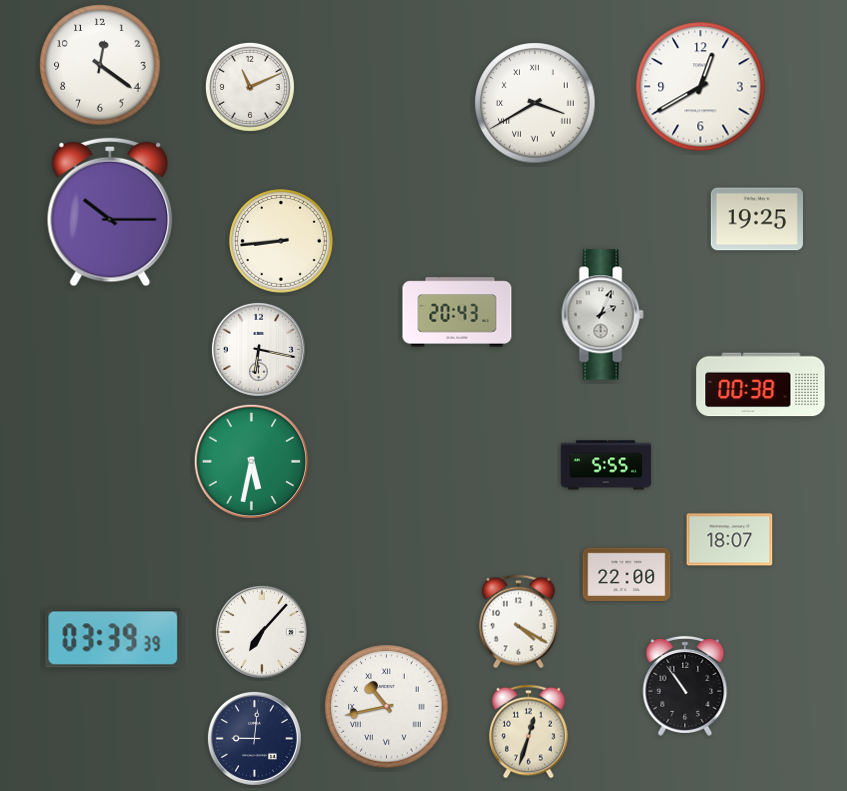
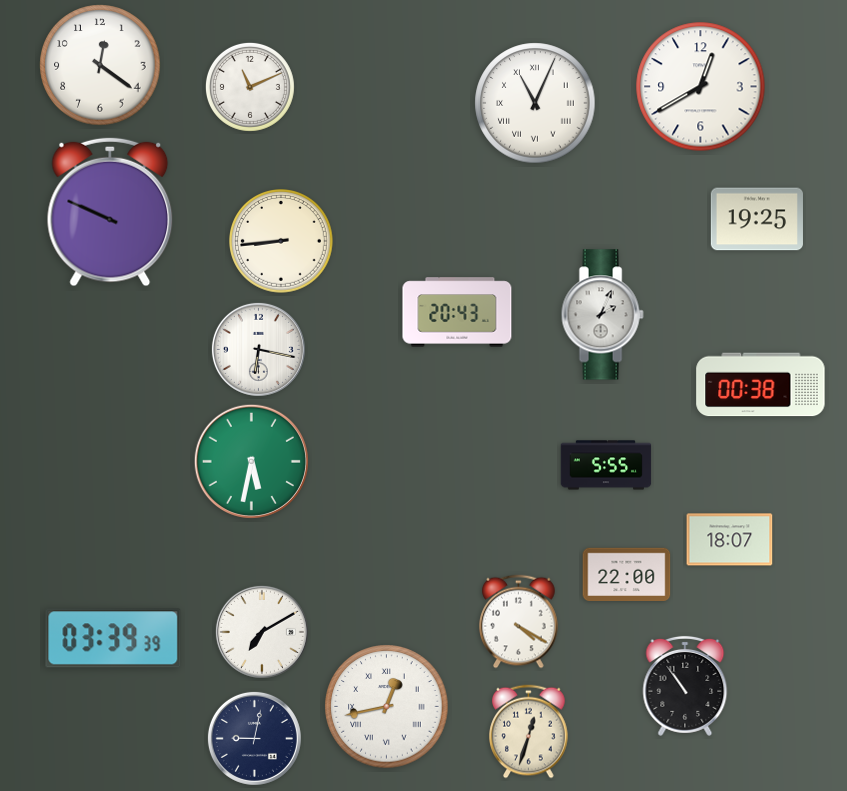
clock at (535, 103): 3:40 -> 11:04
clock at (110, 212): 10:15 -> 9:49
clock at (262, 632): 7:07 -> 7:10
clock at (387, 707): 10:43 -> 12:43
clock at (254, 738): 9:01 -> 9:02
